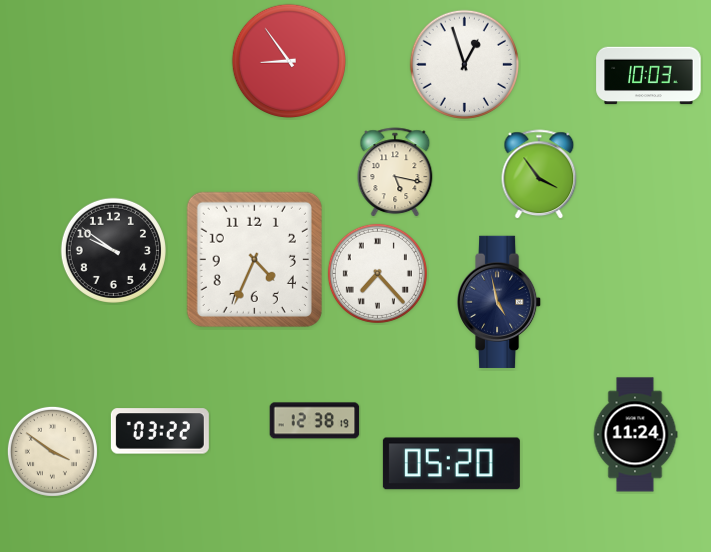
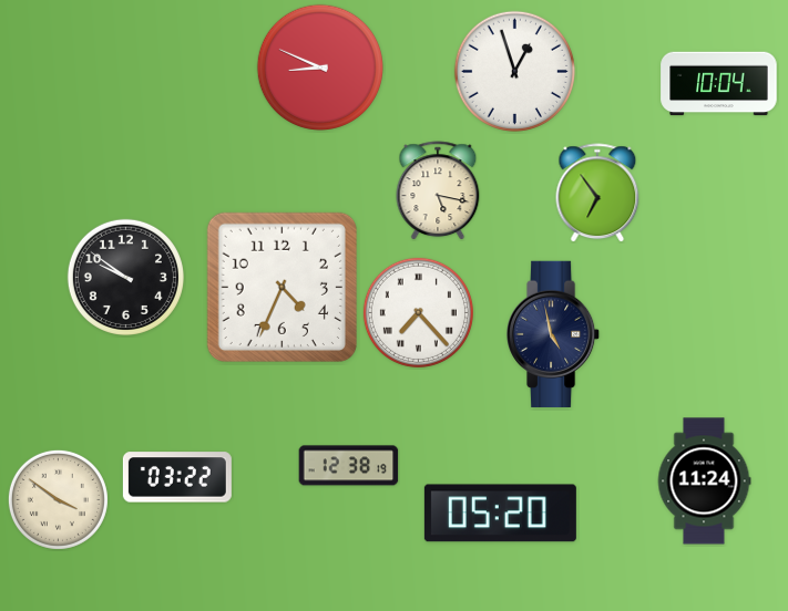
clock at (288, 60): 8:54 -> 8:49
clock at (649, 76): 10:03 -> 10:04
clock at (539, 174): 3:54 -> 6:54
clock at (377, 273) position: (377, 273) -> (418, 312)
